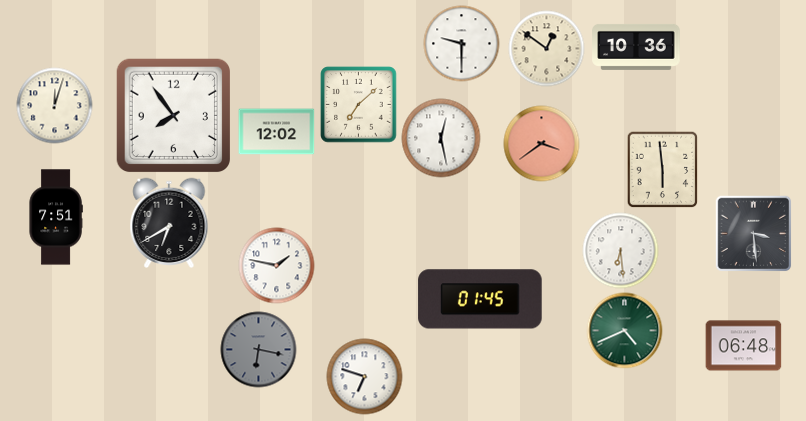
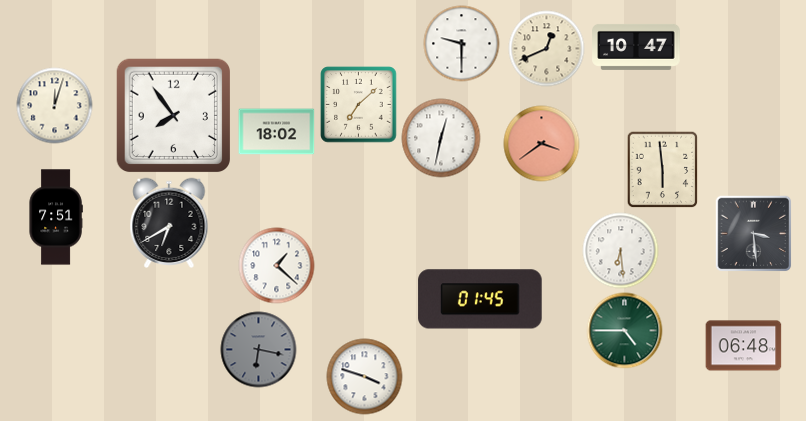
clock at (636, 47): 10:36 -> 10:47
clock at (547, 49): 12:51 -> 12:41
clock at (277, 132): 12:02 -> 18:02
clock at (441, 138): 12:28 -> 12:32
clock at (277, 266): 1:47 -> 1:22
clock at (625, 331): 4:41 -> 4:45
clock at (365, 377): 6:48 -> 3:48
